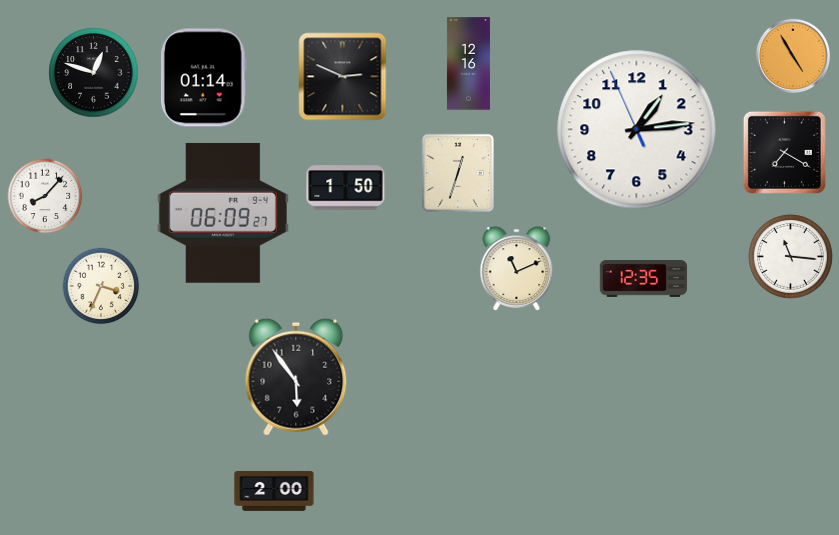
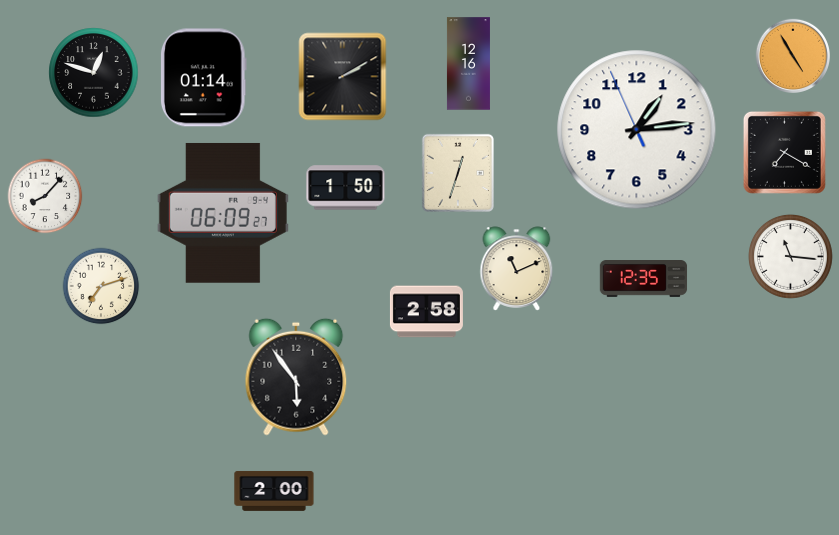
clock at (343, 77): 2:49 -> 2:10
clock at (101, 286): 3:34 -> 7:12
clock at (426, 312): none -> 2:58
